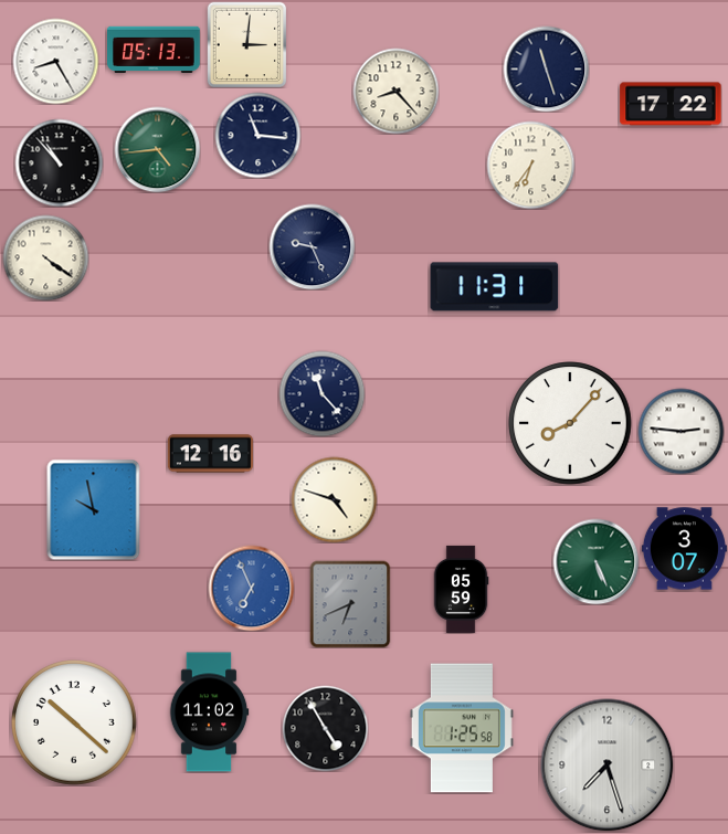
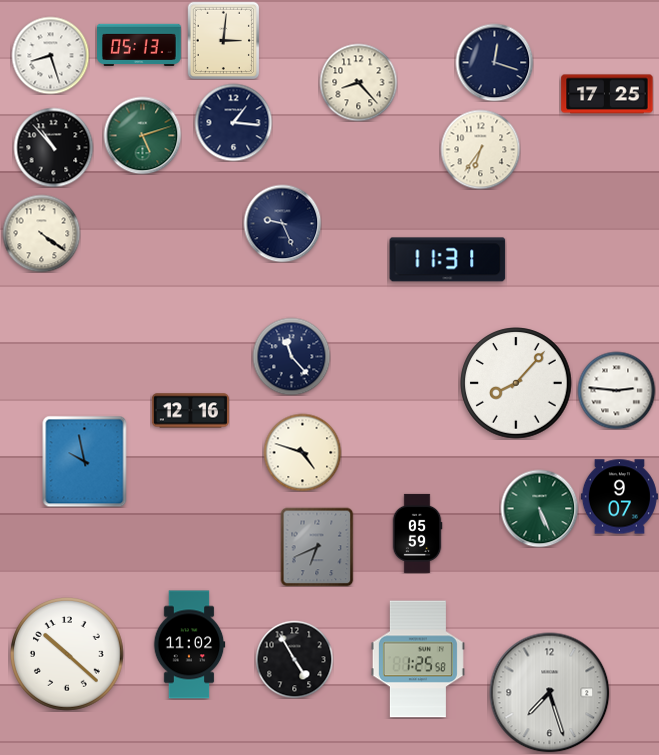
clock at (55, 61): 8:25 -> 8:27
clock at (546, 68): 11:27 -> 12:18
clock at (671, 104): 17:22 -> 17:25
clock at (257, 135): 11:16 -> 1:16
clock at (157, 149): 4:44 -> 5:12
clock at (684, 549): 3:07 -> 9:07
clock at (251, 588): 6:56 -> none
